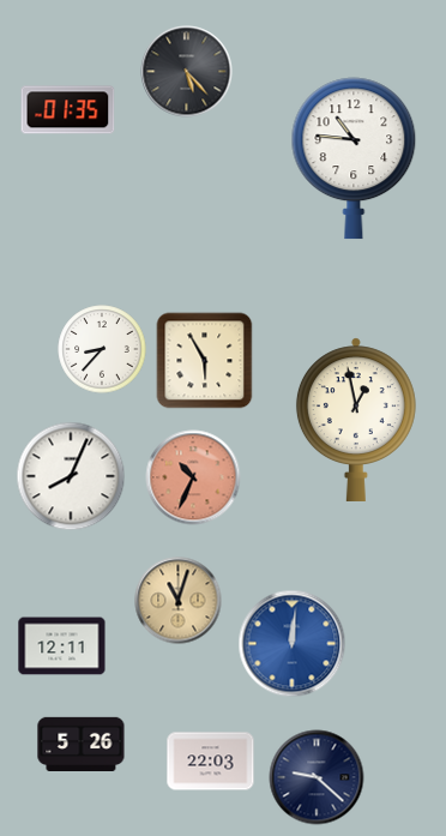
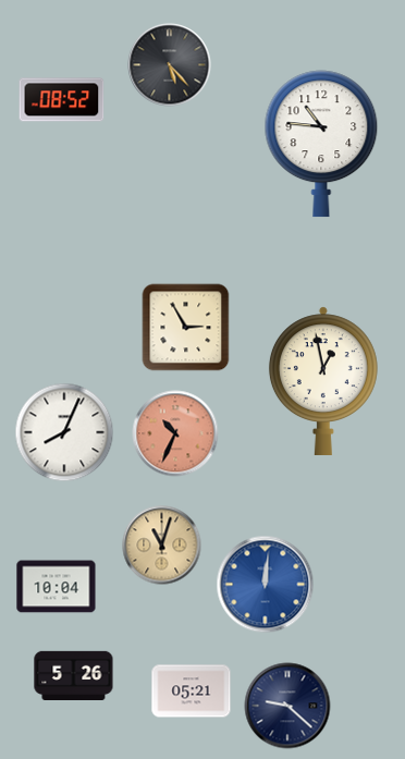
clock at (68, 110): 01:35 -> 08:52
clock at (102, 349): 8:37 -> none
clock at (205, 361): 5:55 -> 2:55
clock at (62, 646): 12:11 -> 10:04
clock at (211, 762): 22:03 -> 05:21
